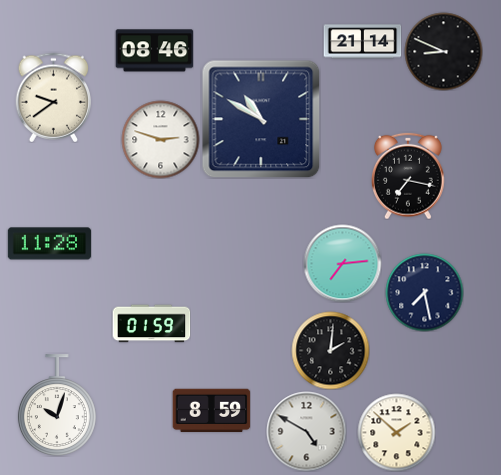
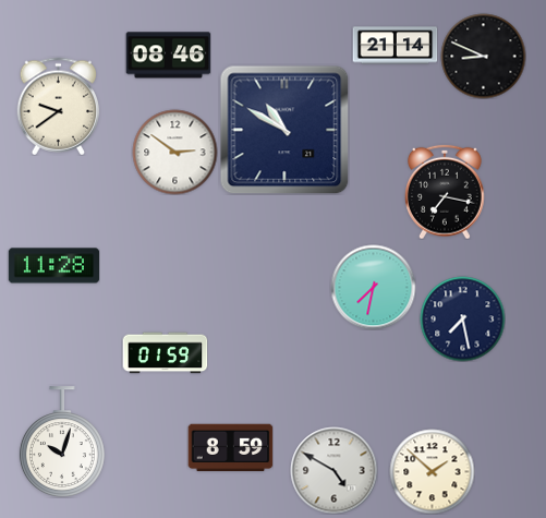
clock at (160, 139): 2:48 -> 2:51
clock at (342, 263): 7:14 -> 7:32
clock at (330, 350): 2:01 -> none
